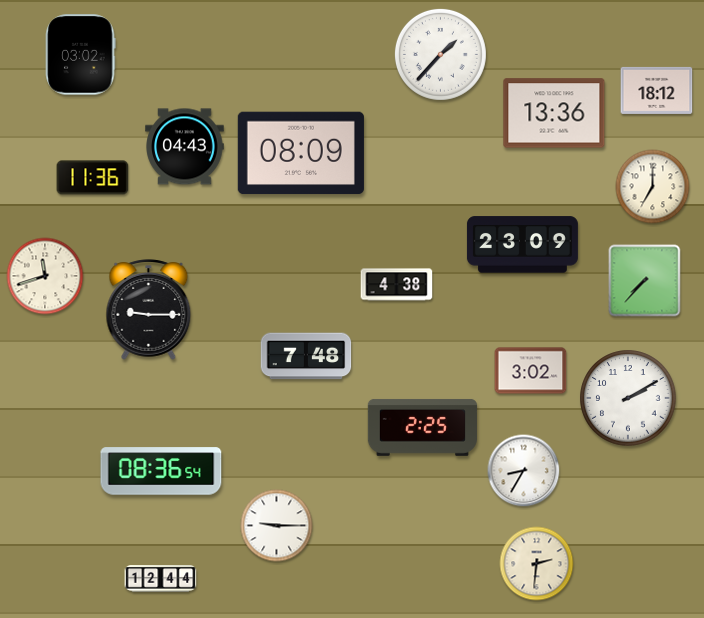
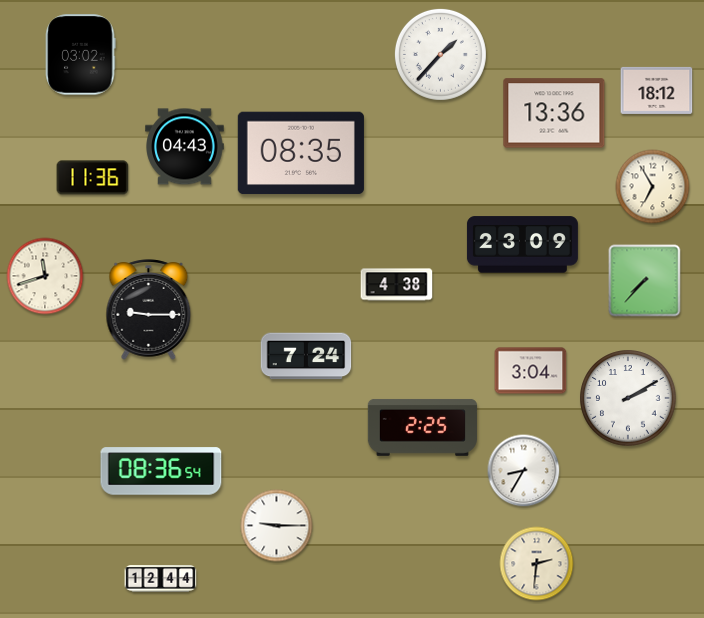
clock at (301, 153): 08:09 -> 08:35
clock at (653, 187): 7:00 -> 6:55
clock at (306, 356): 7:48 -> 7:24
clock at (531, 371): 3:02 -> 3:04
